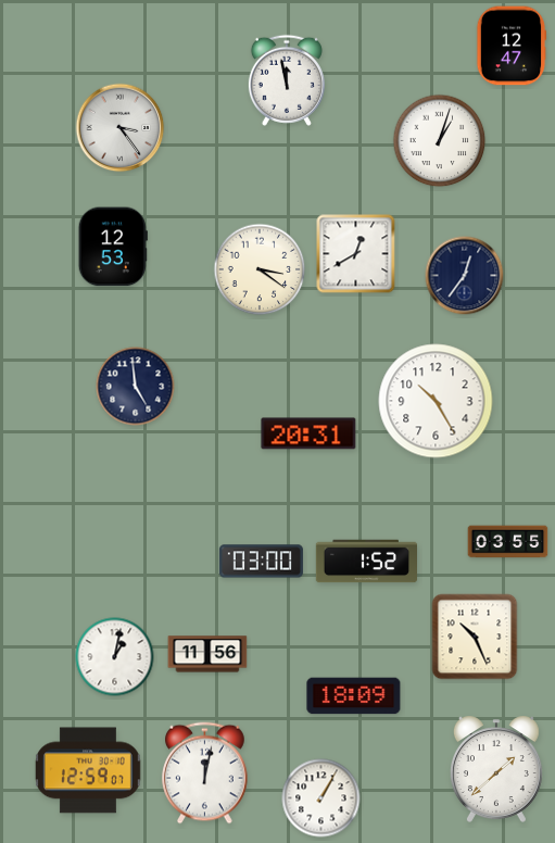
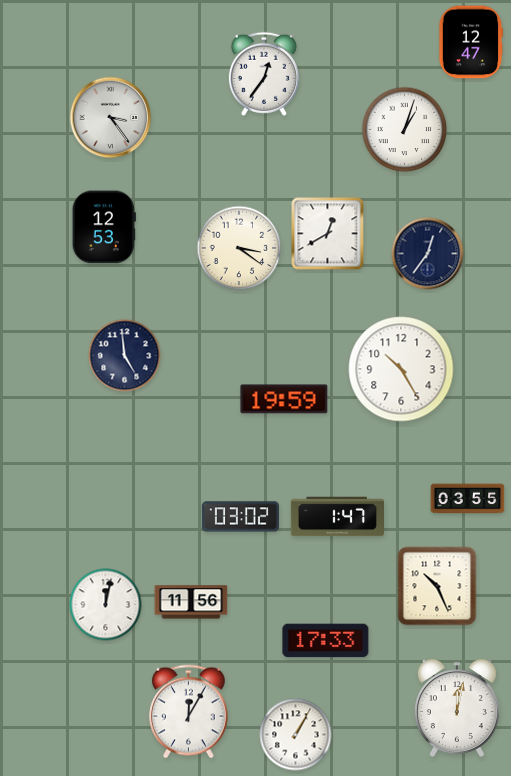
clock at (287, 80): 11:58 -> 12:36
clock at (308, 433): 20:31 -> 19:59
clock at (261, 562): 03:00 -> 03:02
clock at (366, 562): 1:52 -> 1:47
clock at (115, 657): 1:02 -> 12:02
clock at (354, 696): 18:09 -> 17:33
clock at (496, 769): 1:38 -> 12:02
clock at (88, 770): 12:59 -> none
clock at (205, 773): 12:02 -> 12:05
